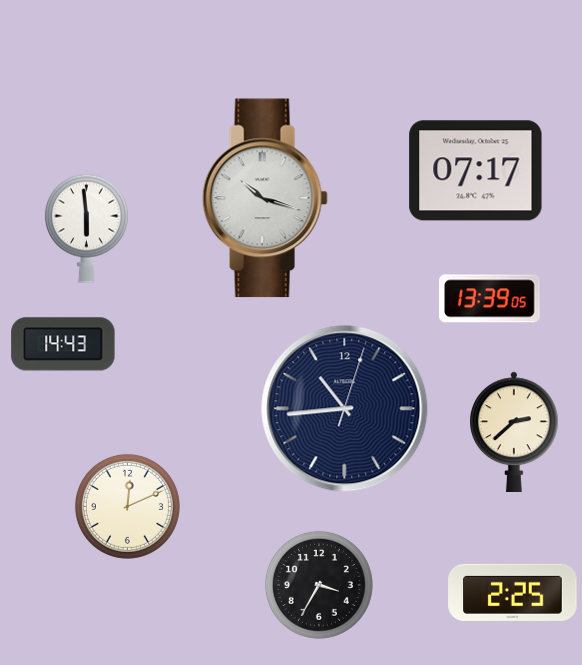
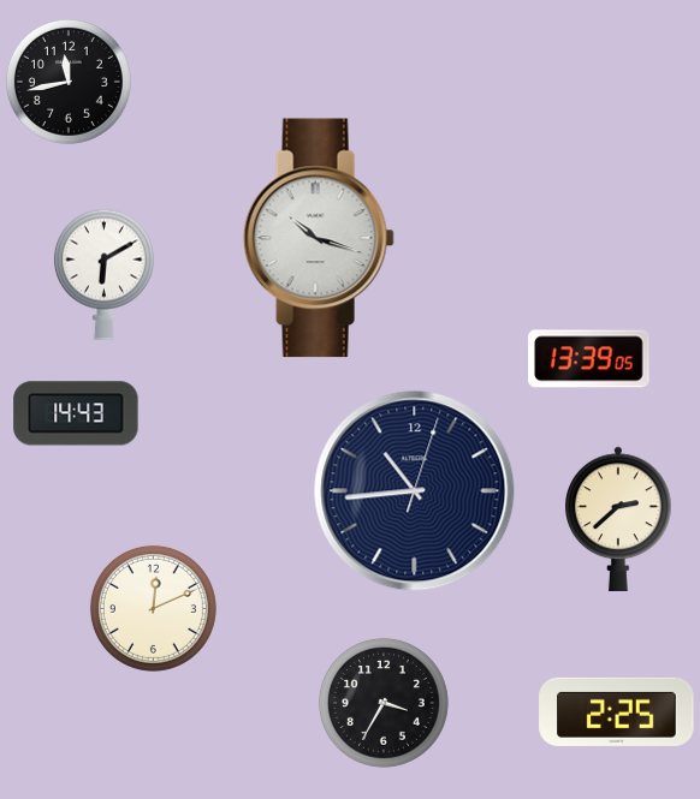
clock at (69, 82): none -> 11:43
clock at (476, 171): 07:17 -> none
clock at (86, 228): 5:59 -> 6:10
